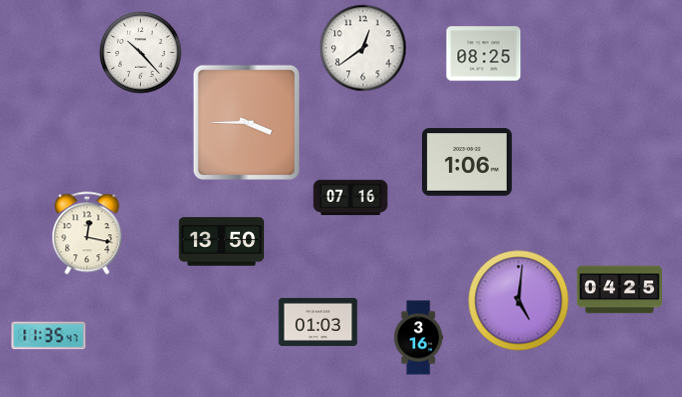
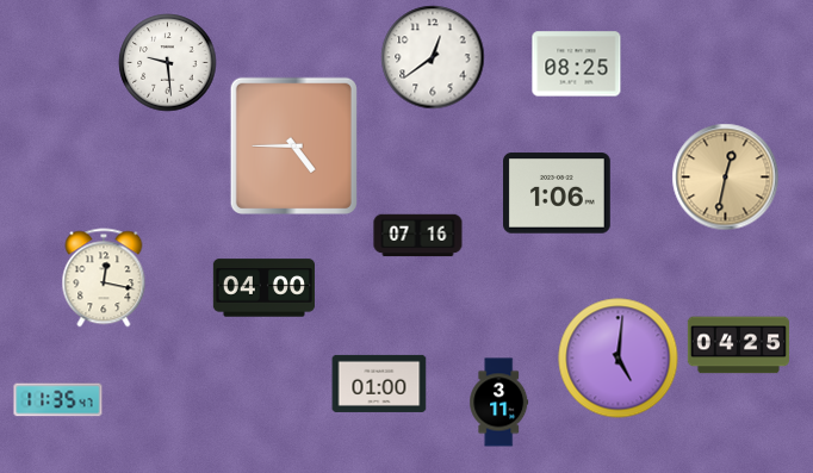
clock at (141, 53): 10:23 -> 9:29
clock at (246, 122): 3:45 -> 4:45
clock at (726, 178): none -> 12:32
clock at (221, 242): 13:50 -> 04:00
clock at (318, 322): 01:03 -> 01:00
clock at (419, 338): 3:16 -> 3:11
